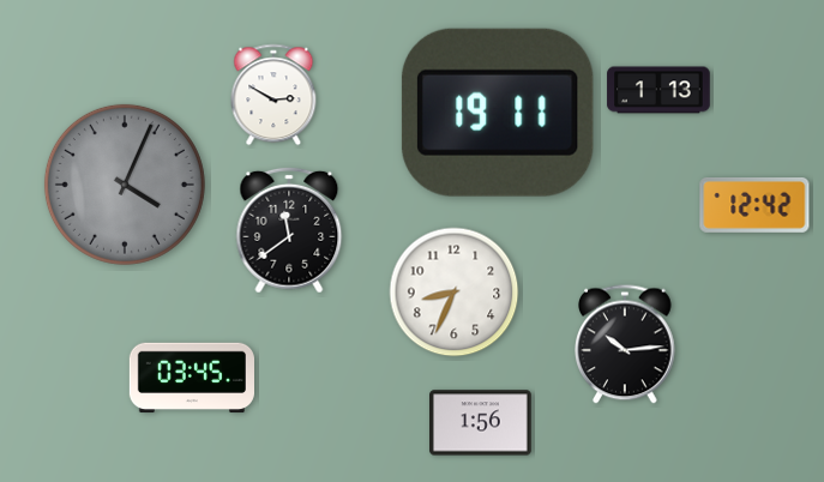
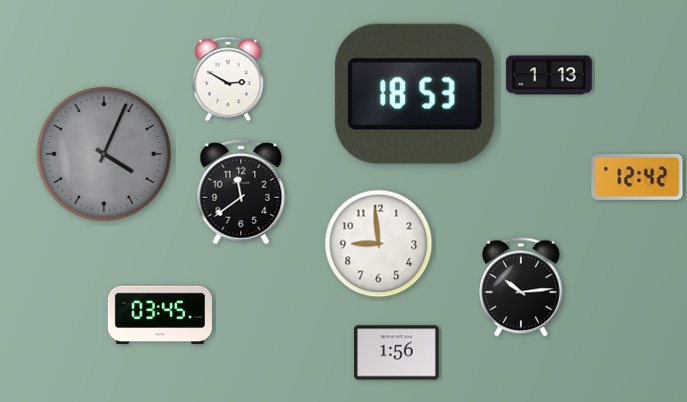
clock at (498, 113): 19:11 -> 18:53
clock at (754, 205) position: (754, 205) -> (637, 177)
clock at (455, 293): 8:34 -> 8:59
clock at (481, 423) position: (481, 423) -> (397, 353)
